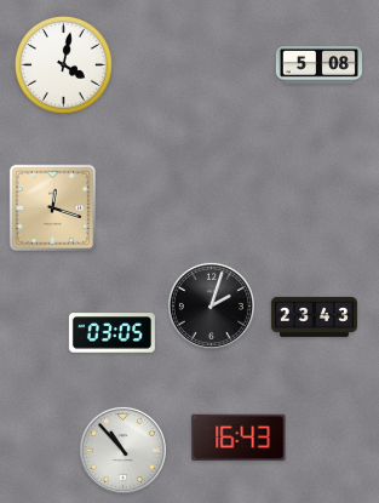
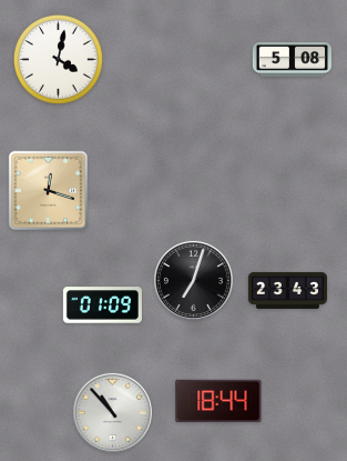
clock at (211, 305): 2:03 -> 7:03
clock at (111, 333): 03:05 -> 01:09
clock at (239, 436): 16:43 -> 18:44
